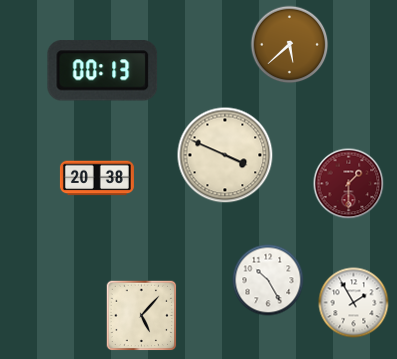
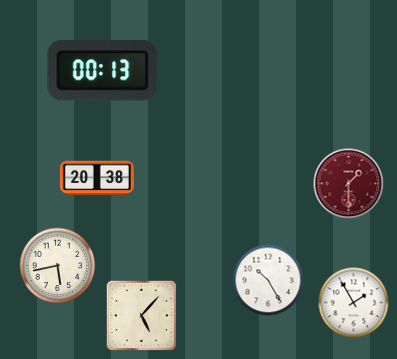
clock at (290, 45): 5:38 -> none
clock at (225, 155): 3:49 -> none
clock at (58, 266): none -> 5:43
